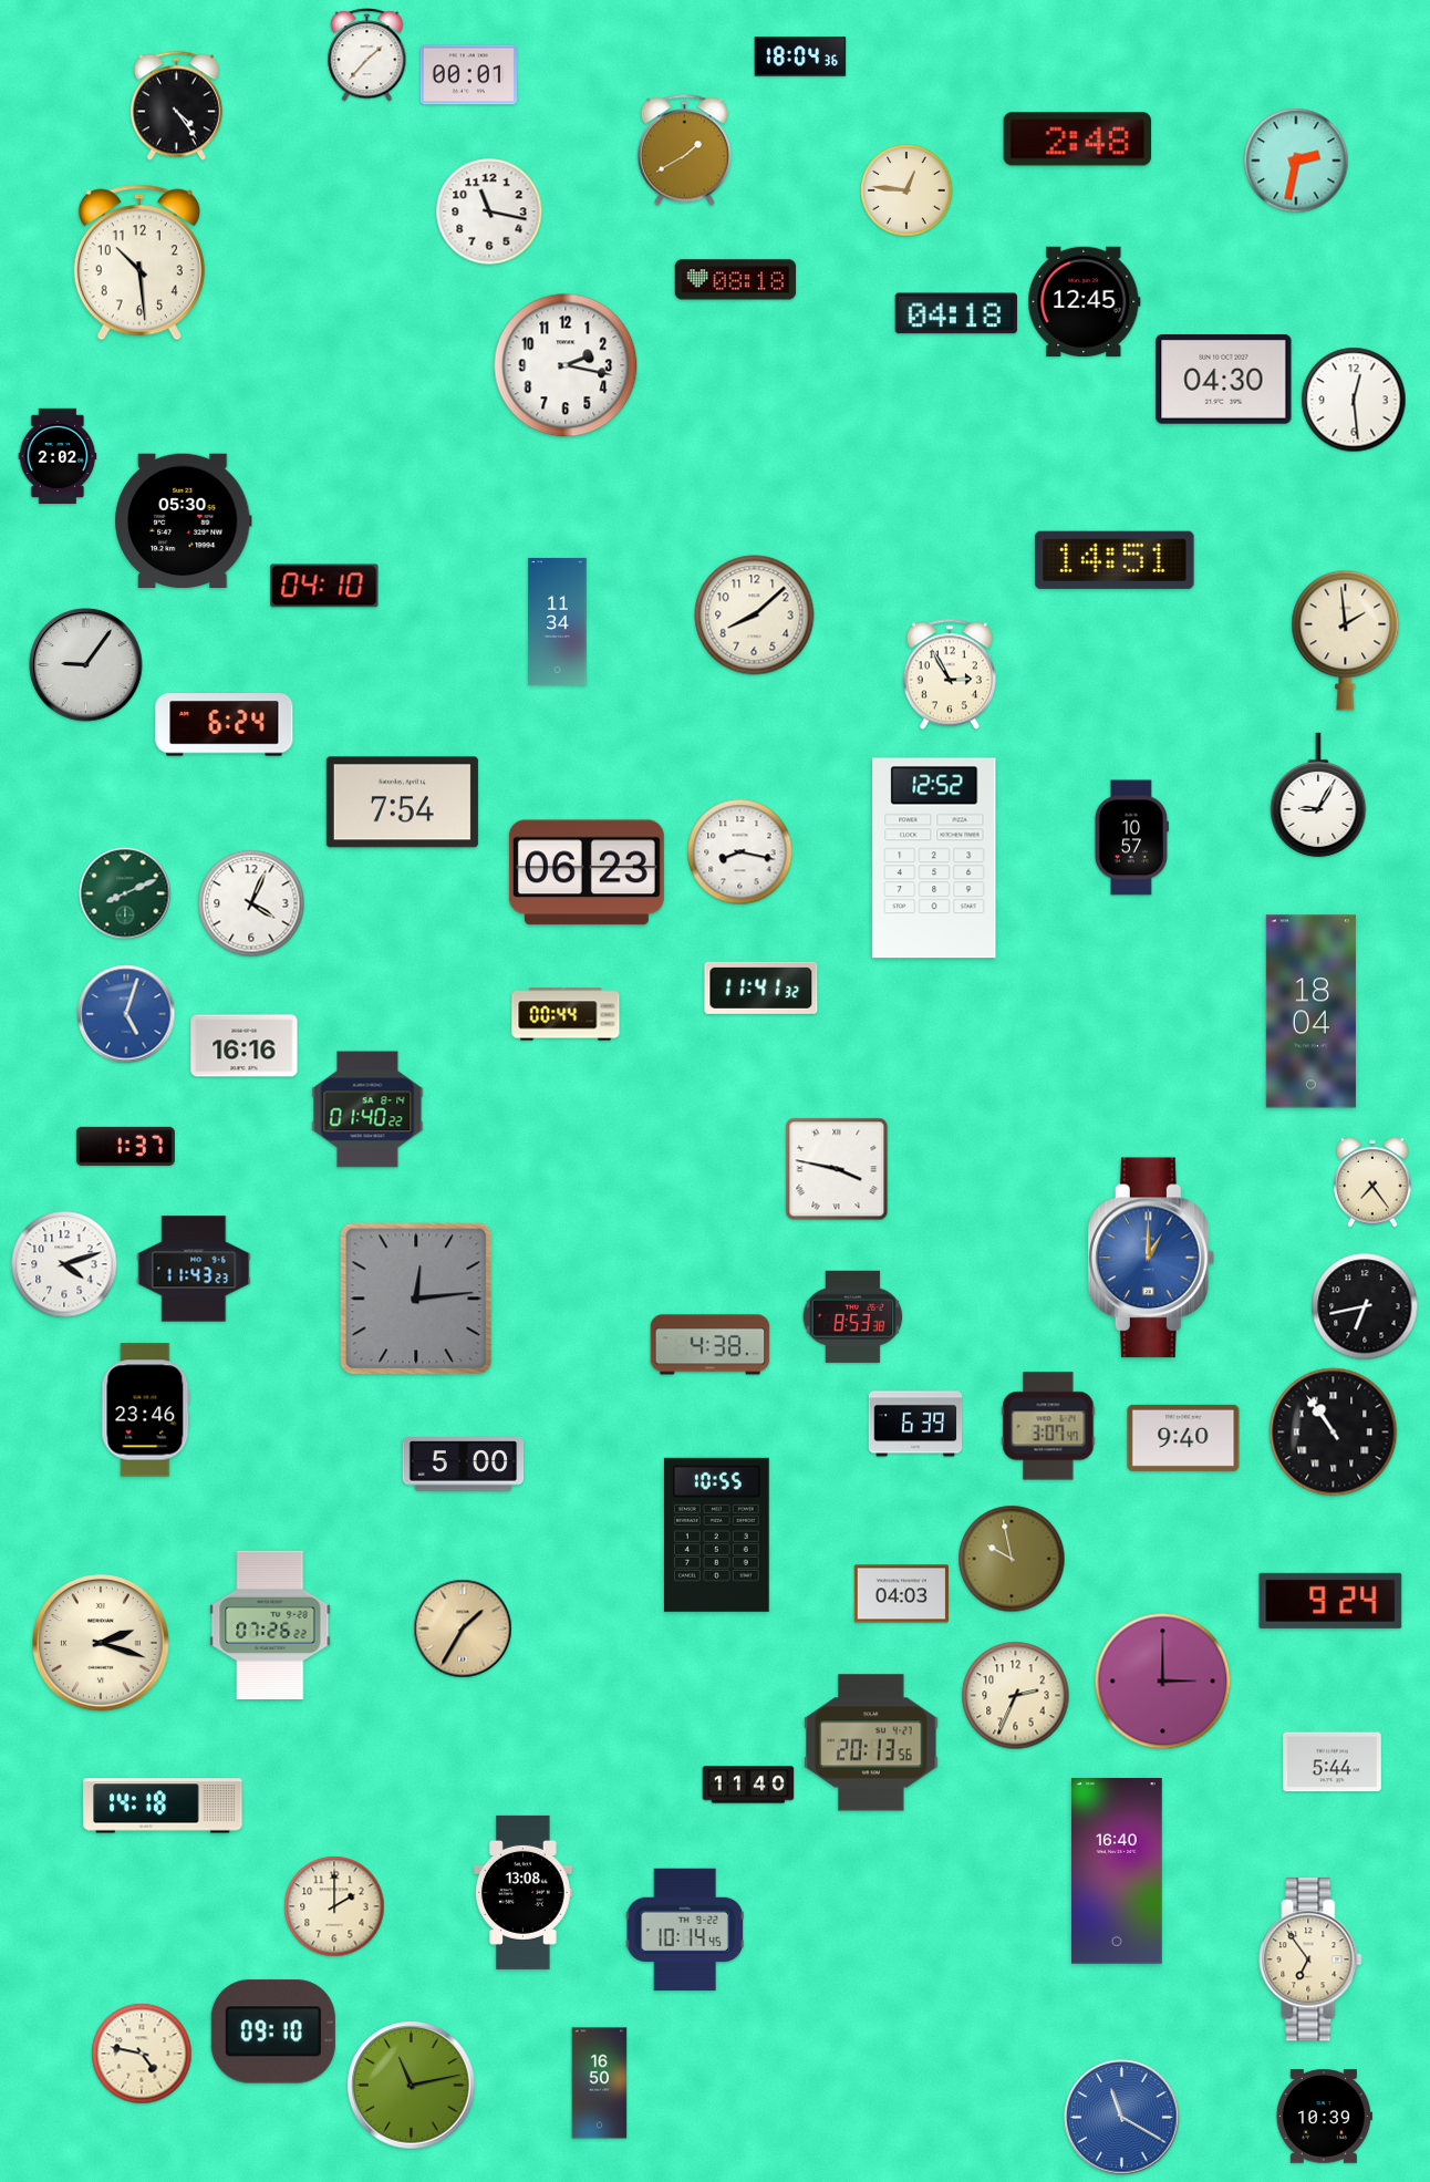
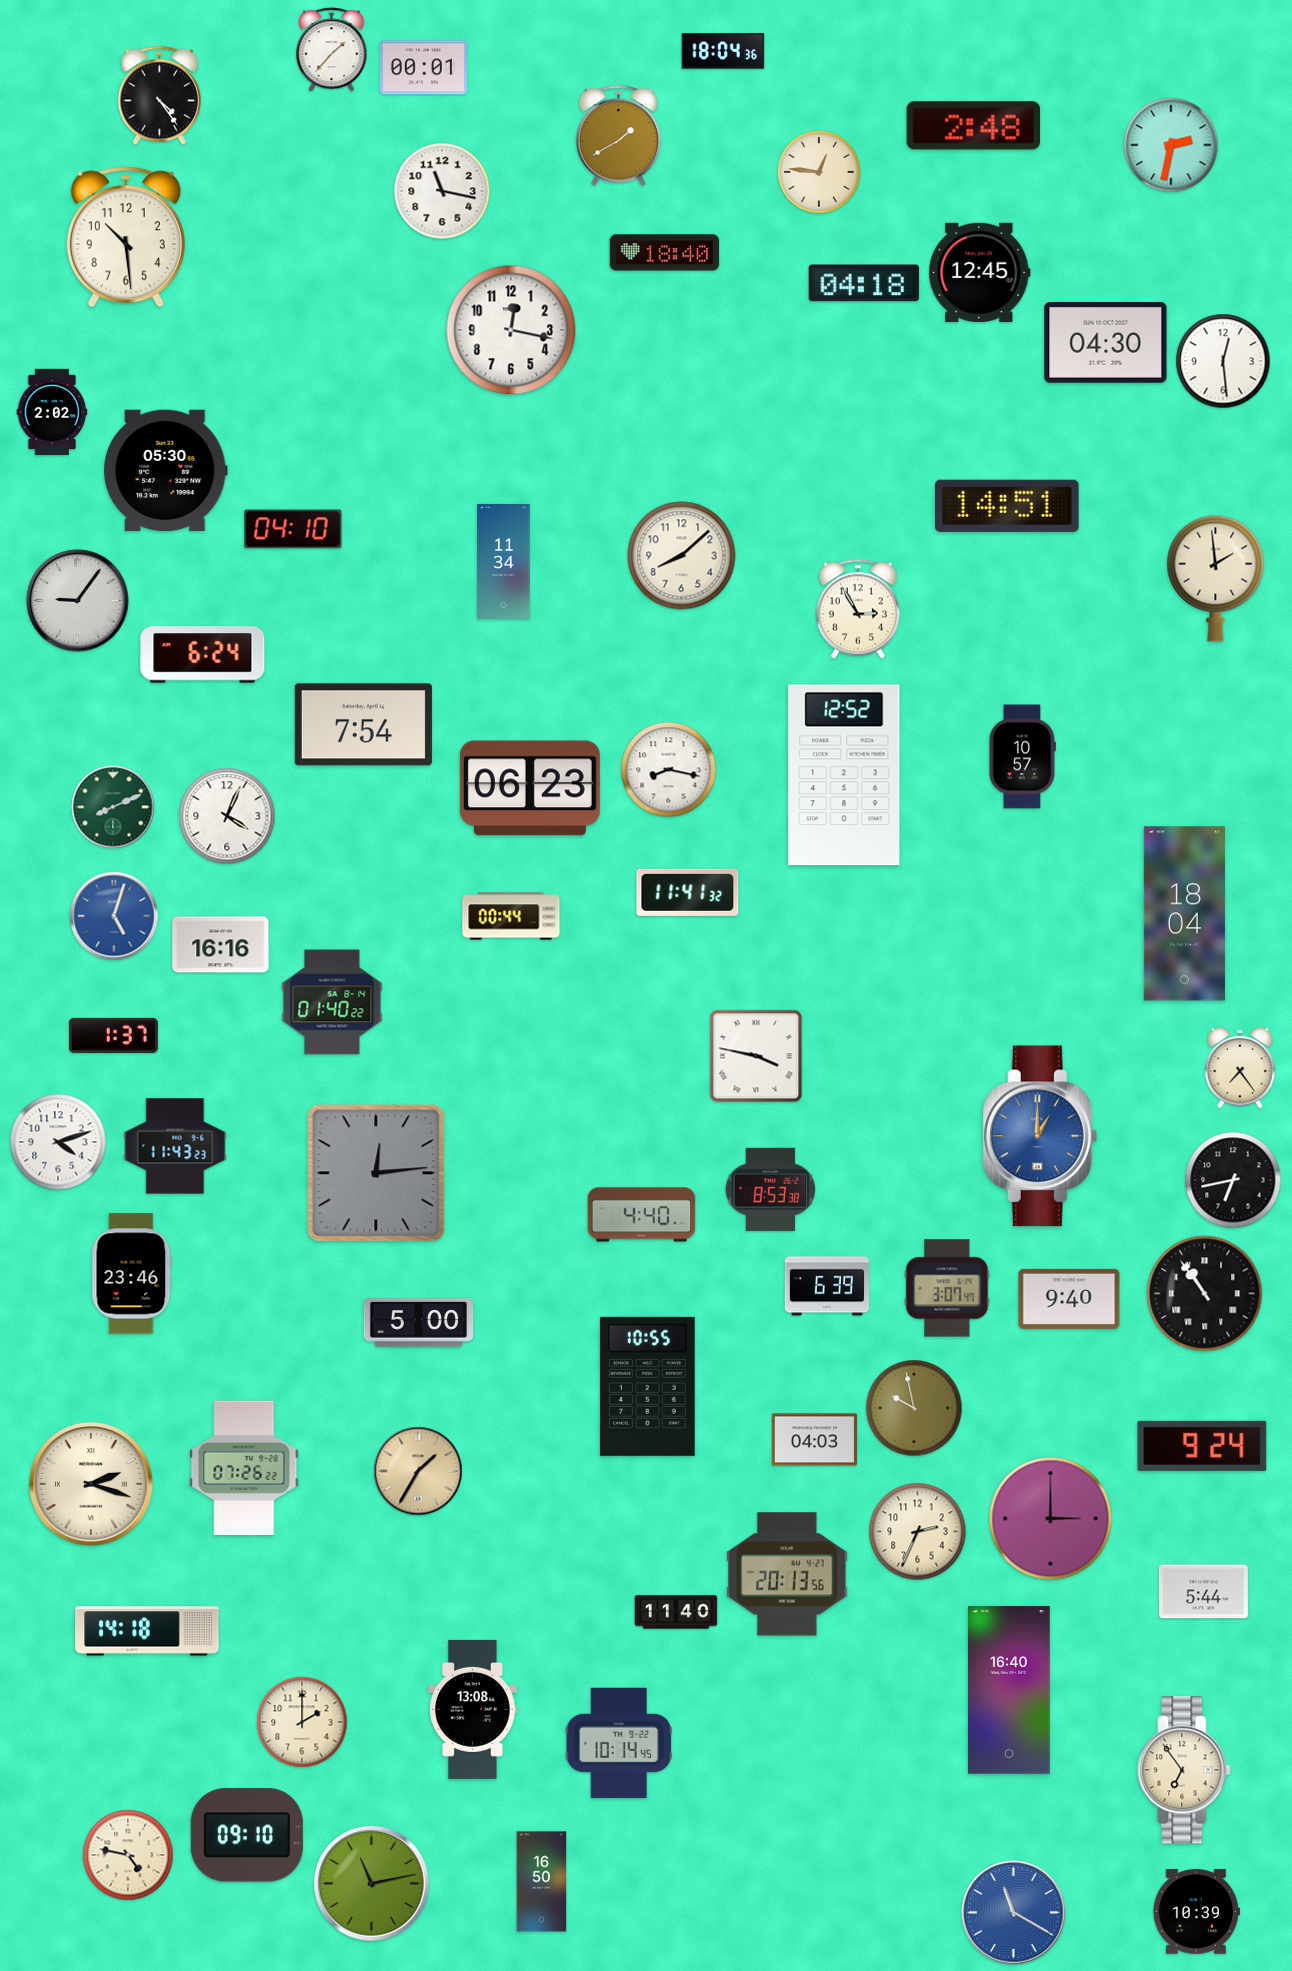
clock at (736, 280): 08:18 -> 18:40
clock at (566, 365): 2:17 -> 12:17
clock at (1318, 795): 9:05 -> none
clock at (711, 1345): 4:38 -> 4:40
